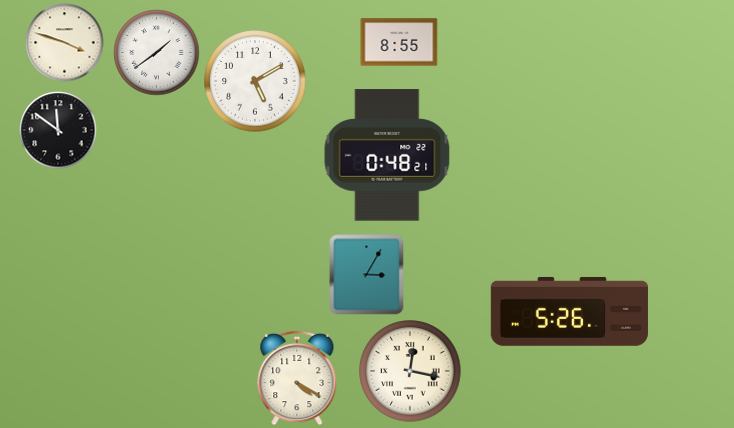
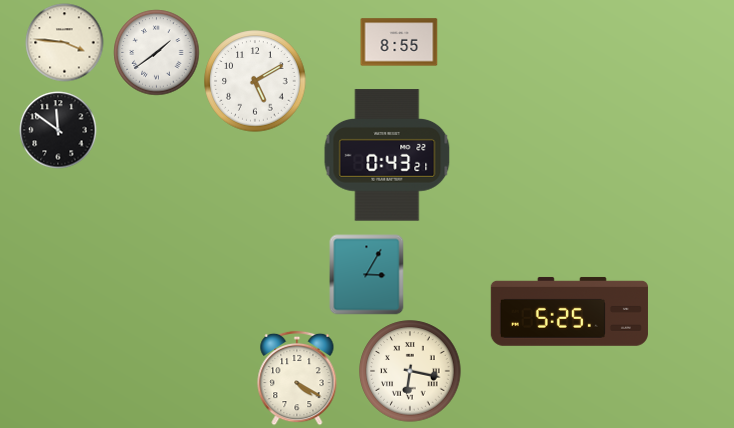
clock at (65, 43): 3:48 -> 3:46
clock at (387, 155): 0:48 -> 0:43
clock at (569, 312): 5:26 -> 5:25
clock at (410, 371): 12:17 -> 6:17
